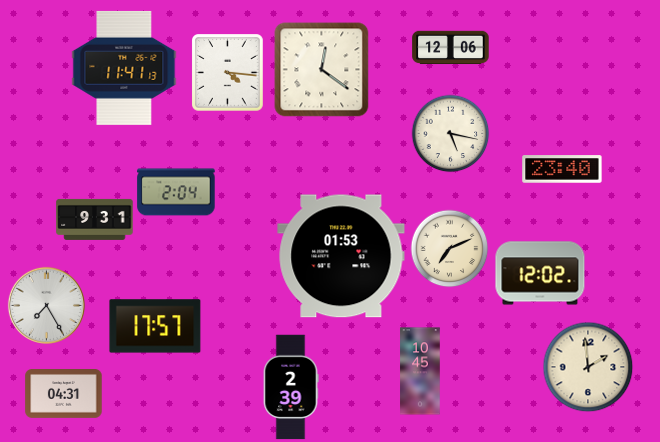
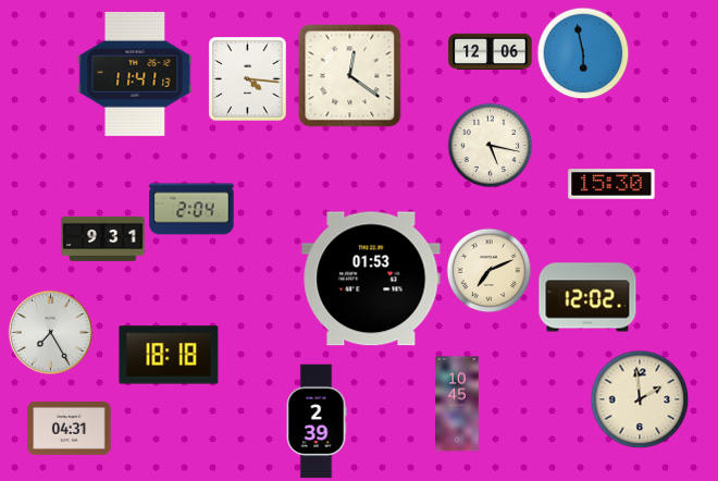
clock at (583, 53): none -> 5:58
clock at (562, 169): 23:40 -> 15:30
clock at (155, 326): 17:57 -> 18:18
